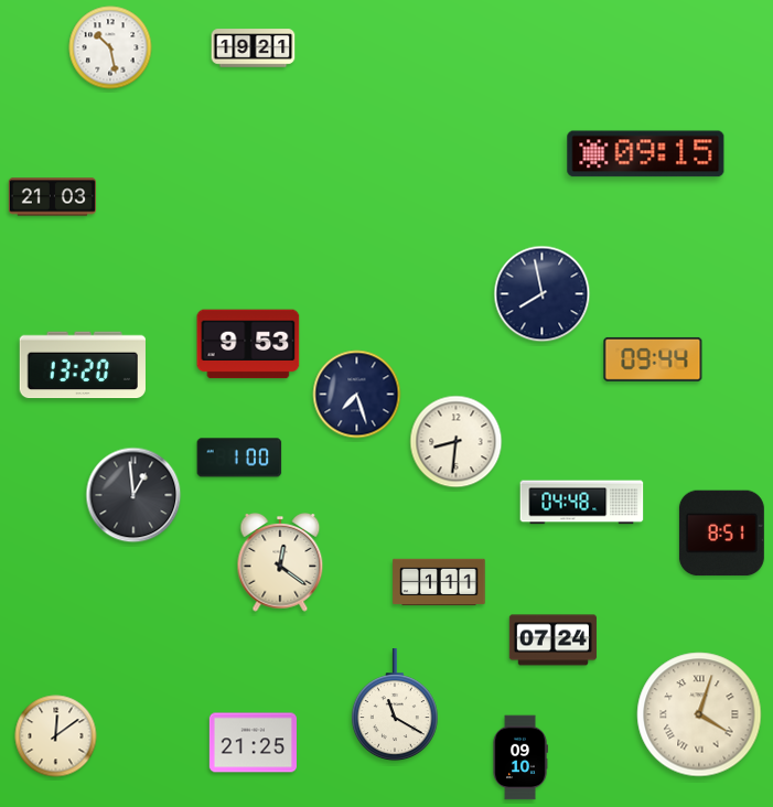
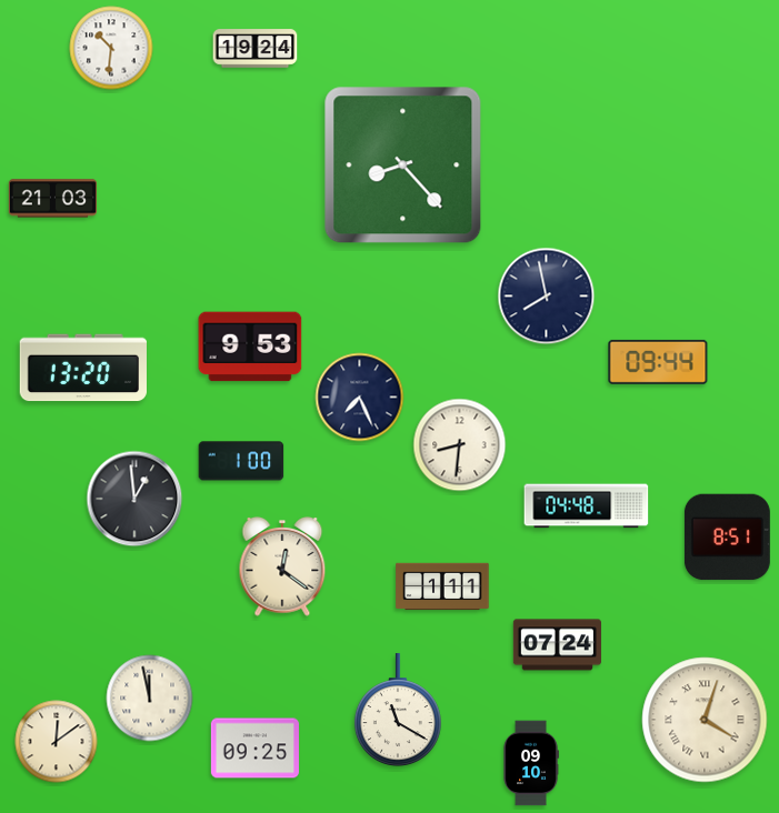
clock at (110, 47): 10:28 -> 10:31
clock at (254, 49): 19:21 -> 19:24
clock at (646, 154): 09:15 -> none
clock at (403, 165): none -> 8:23
clock at (357, 395): 7:27 -> 7:26
clock at (150, 699): none -> 11:58
clock at (253, 743): 21:25 -> 09:25
clock at (520, 757) position: (520, 757) -> (531, 763)
